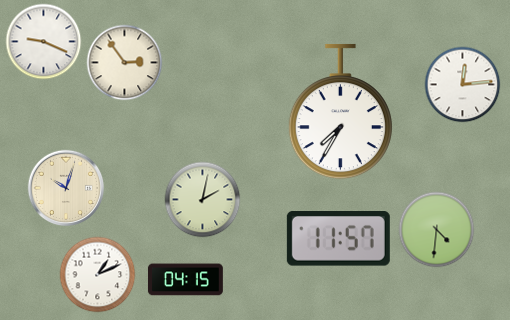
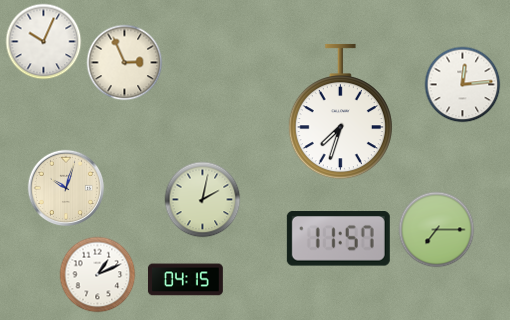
clock at (44, 42): 9:19 -> 10:04
clock at (125, 63): 2:54 -> 2:56
clock at (340, 112): 7:35 -> 7:33
clock at (437, 230): 4:31 -> 7:15
